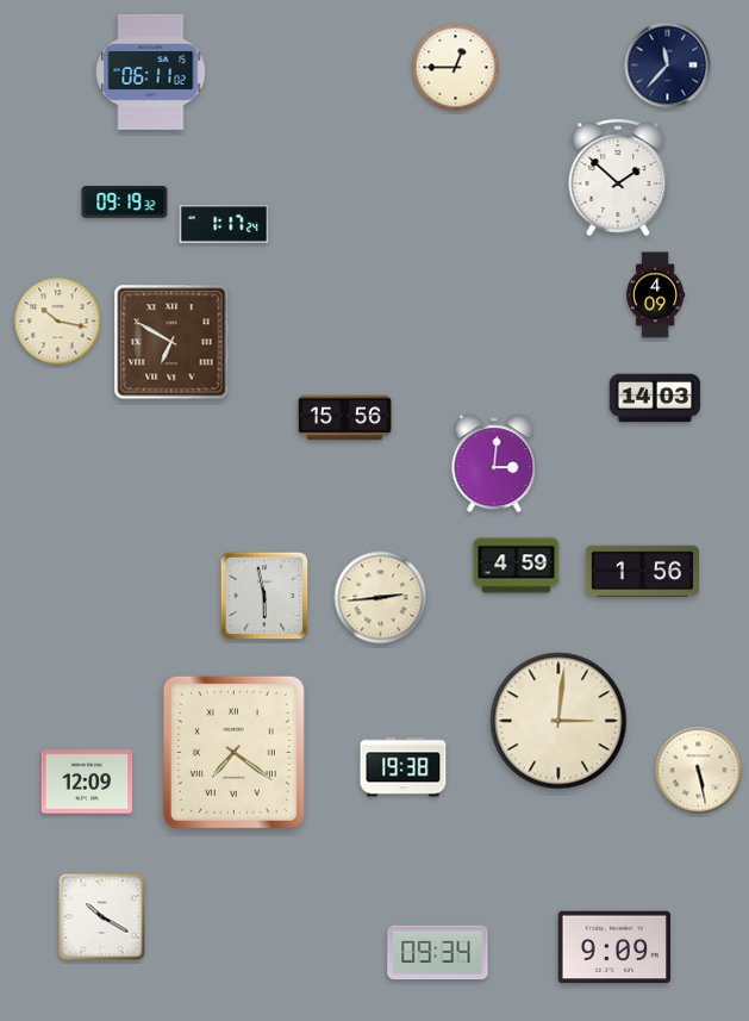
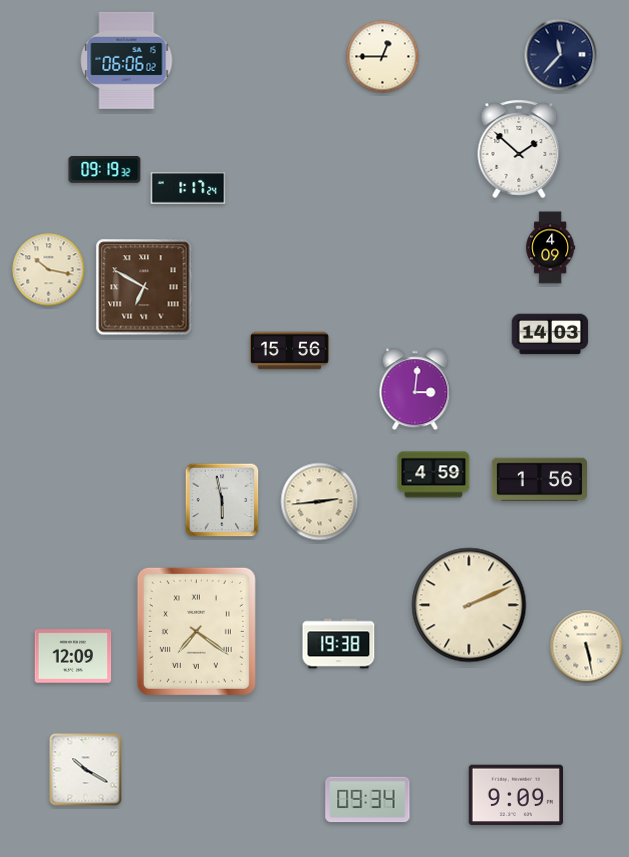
clock at (151, 71): 06:11 -> 06:06
clock at (558, 721): 3:01 -> 2:11
